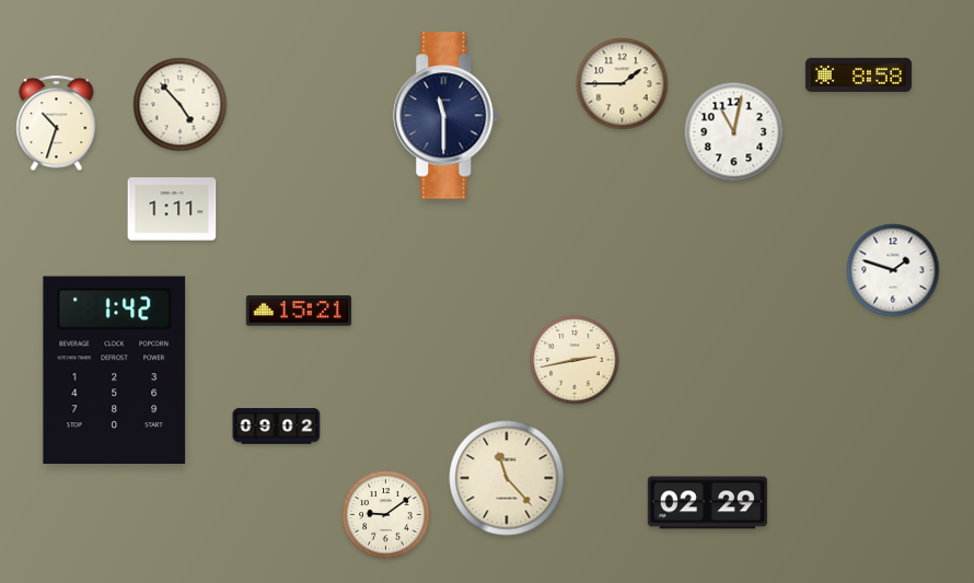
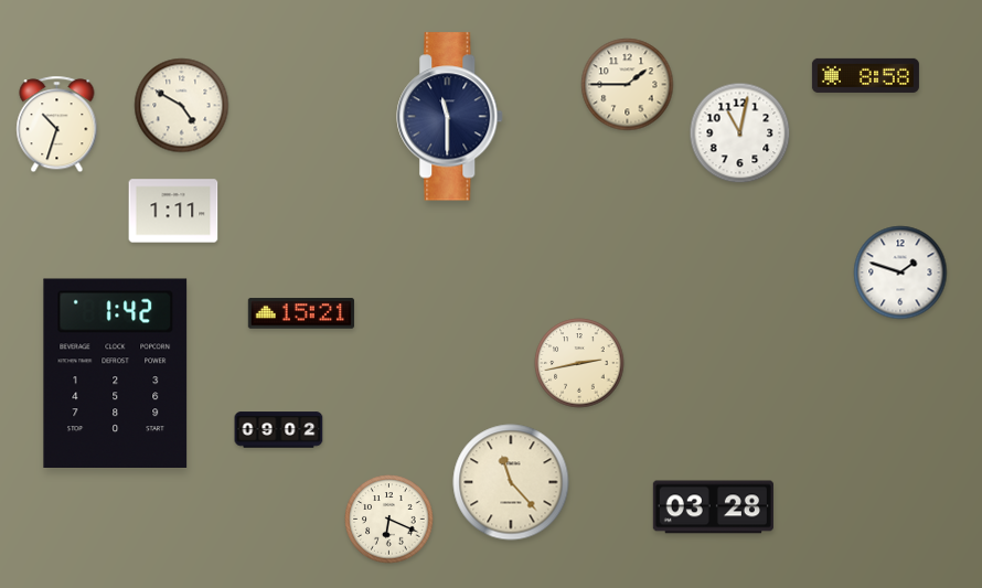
clock at (181, 105): 4:53 -> 4:50
clock at (707, 503): 02:29 -> 03:28
clock at (386, 515): 9:09 -> 6:19
